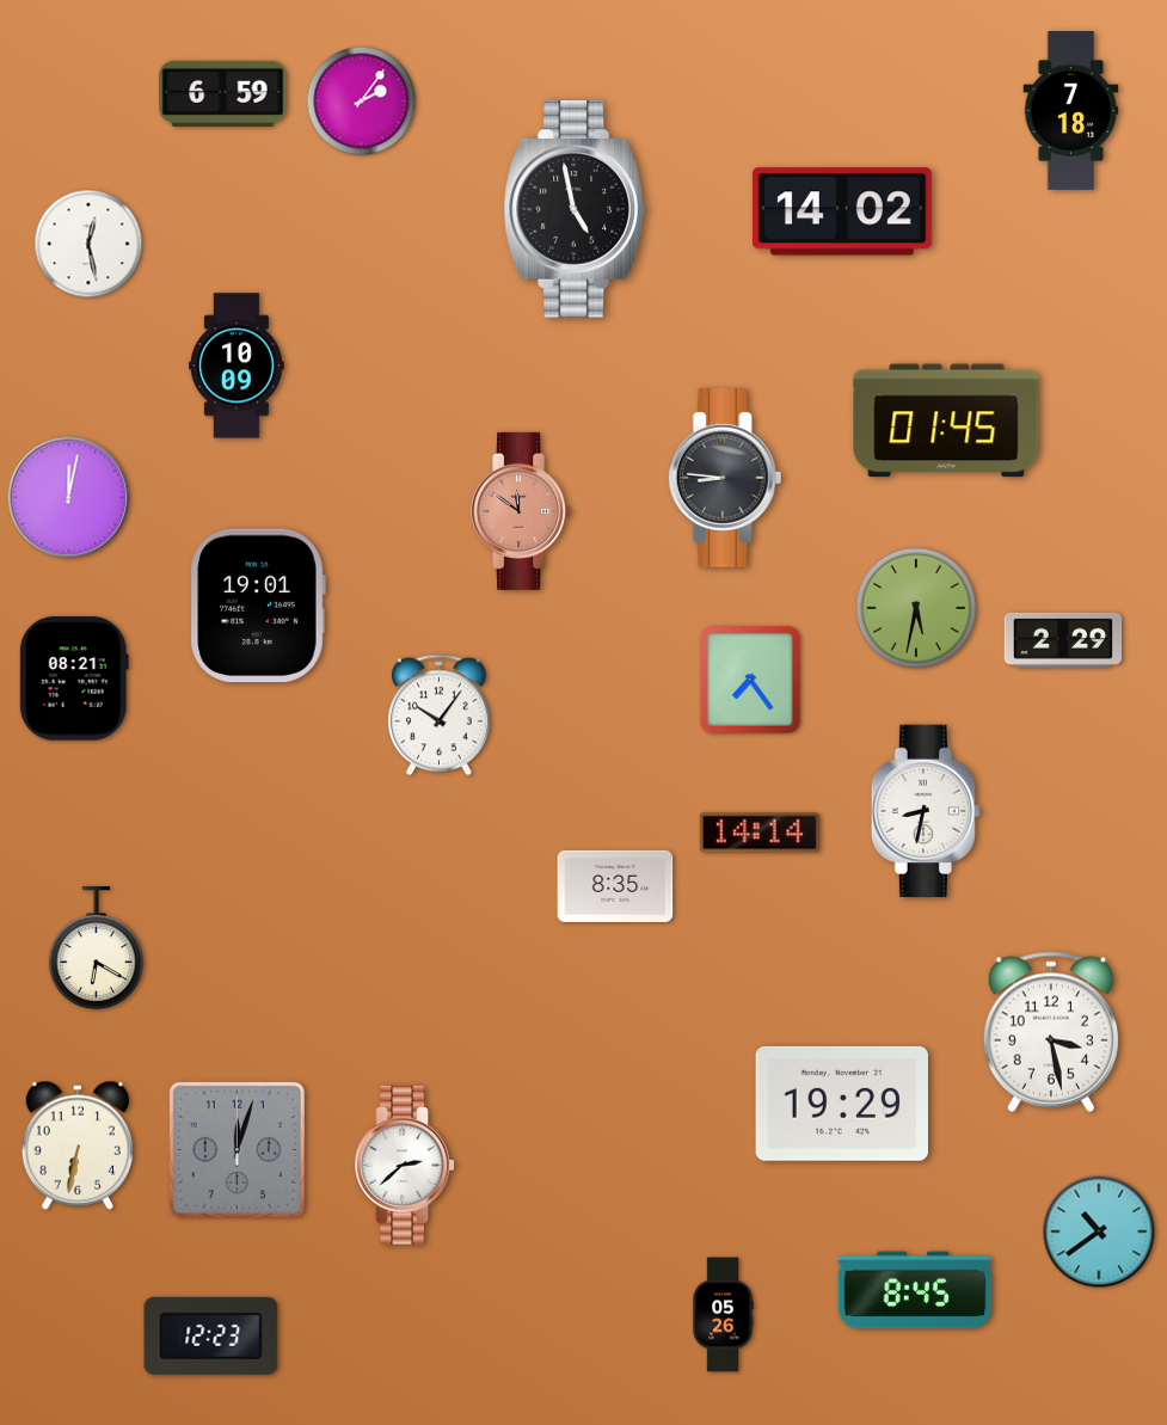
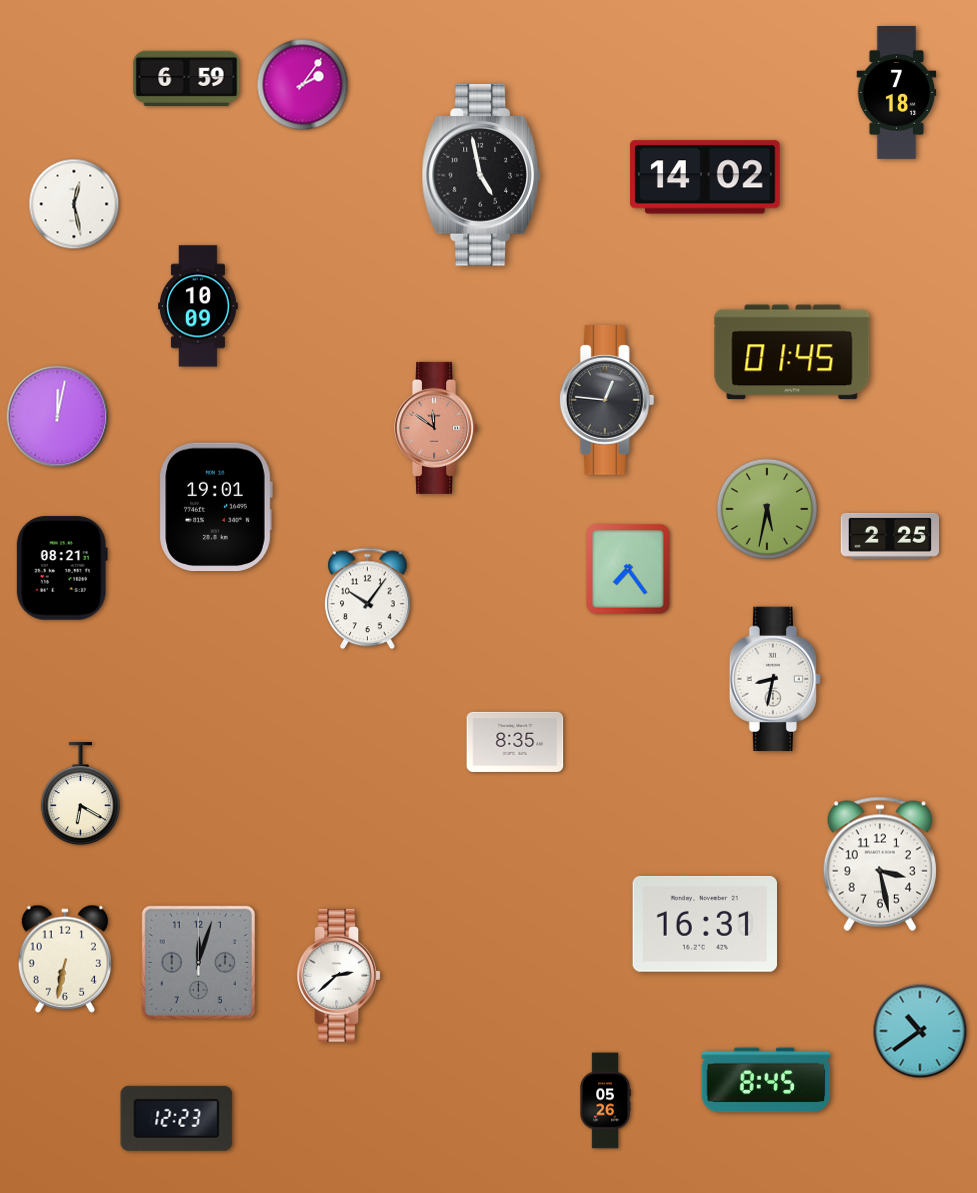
clock at (725, 478): 8:46 -> 12:46
clock at (1063, 640): 2:29 -> 2:25
clock at (760, 833): 14:14 -> none
clock at (841, 1104): 19:29 -> 16:31
